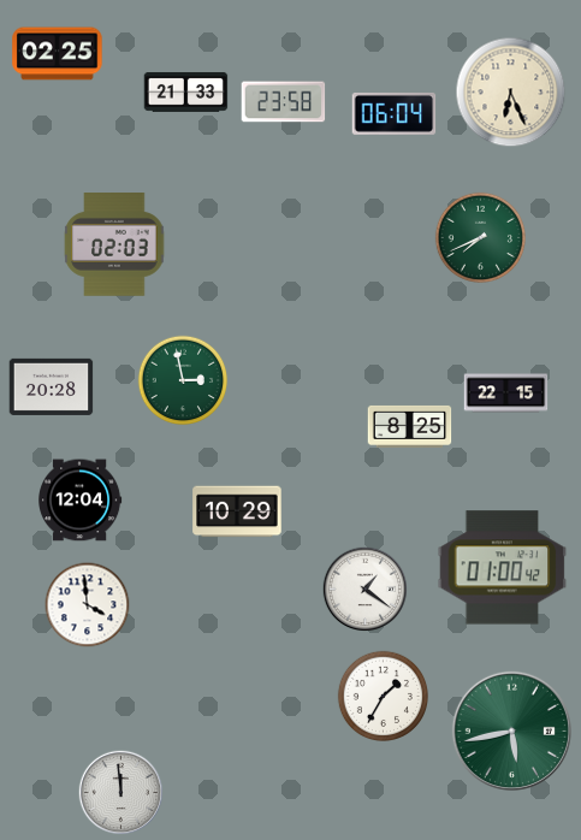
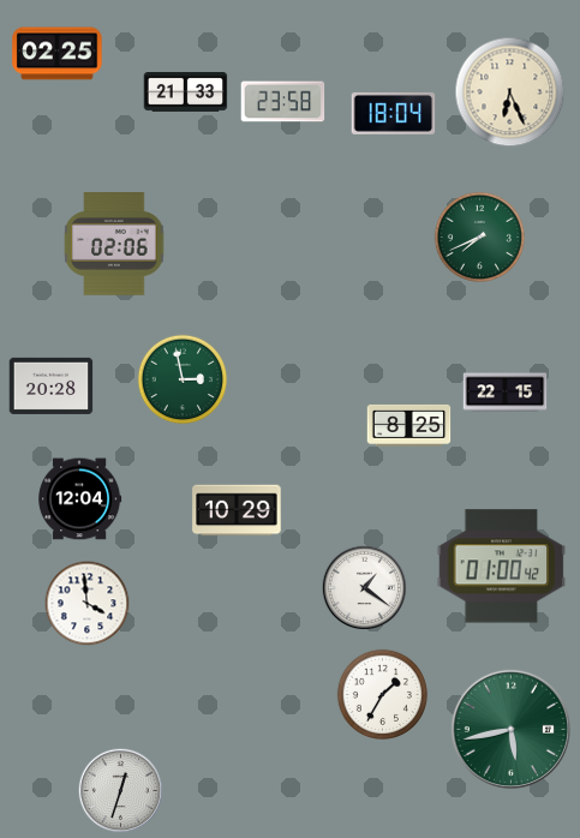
clock at (395, 113): 06:04 -> 18:04
clock at (114, 246): 02:03 -> 02:06
clock at (121, 793): 11:59 -> 12:33
